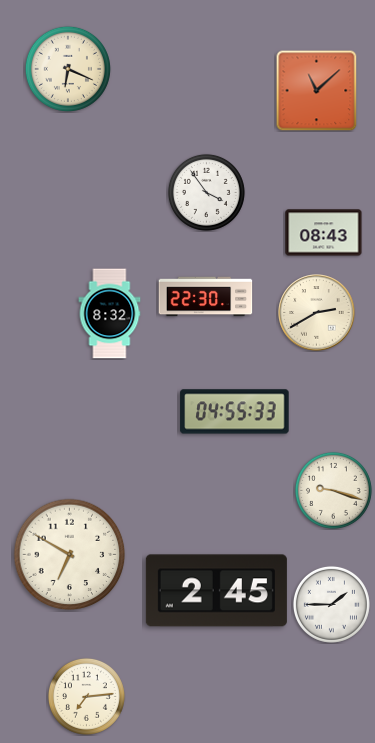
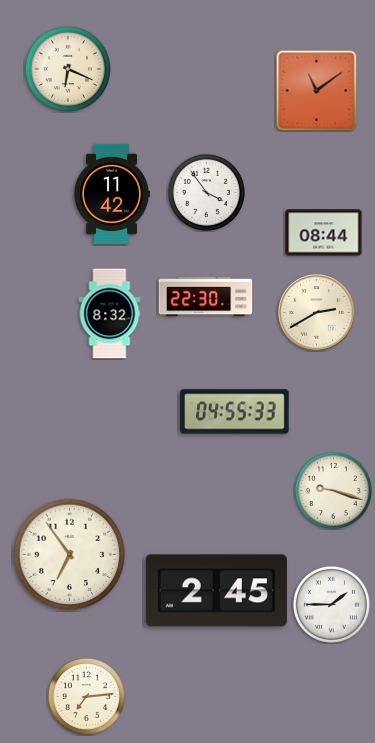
clock at (316, 90): 11:08 -> 11:09
clock at (112, 194): none -> 11:42
clock at (324, 233): 08:43 -> 08:44
clock at (70, 555): 6:50 -> 6:54
